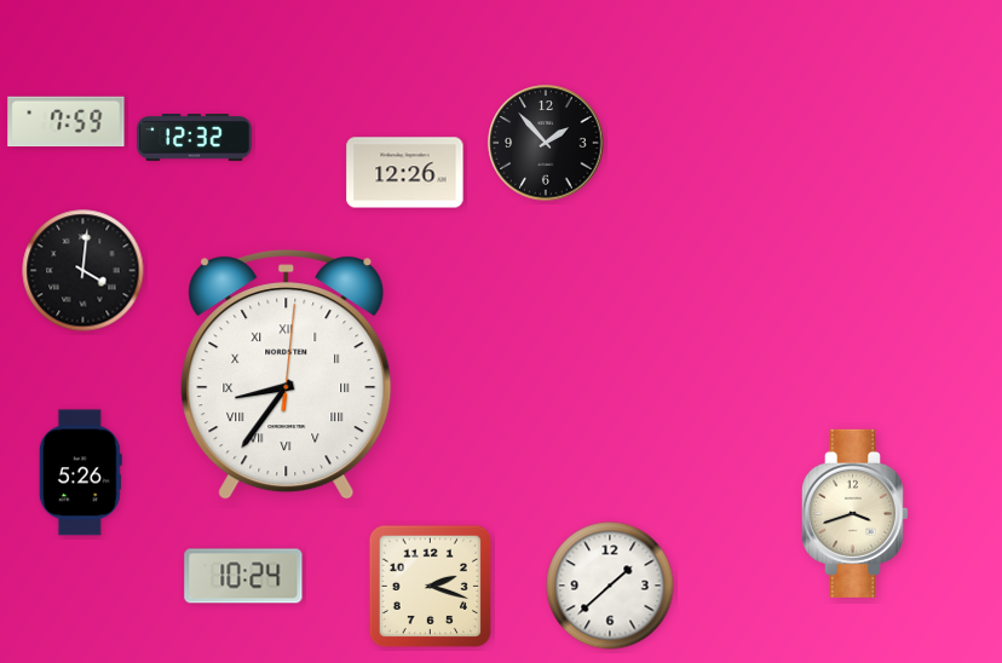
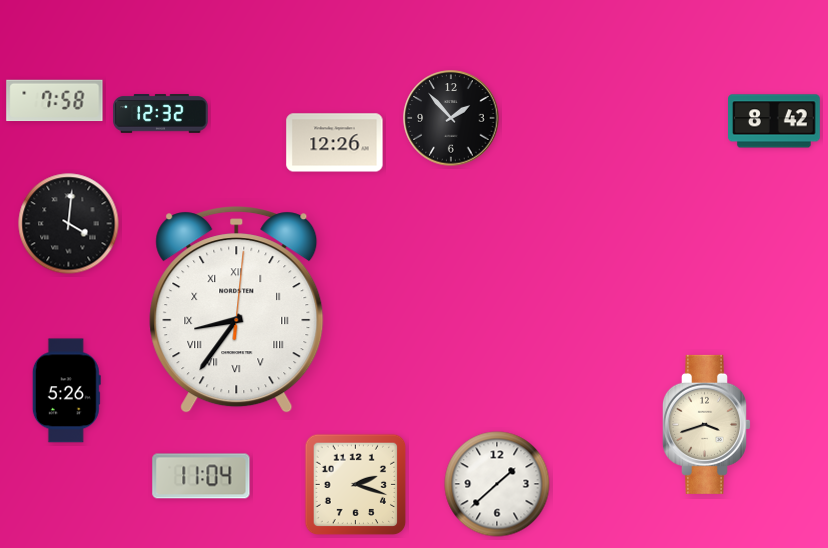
clock at (67, 122): 7:59 -> 7:58
clock at (775, 121): none -> 8:42
clock at (243, 576): 10:24 -> 11:04
clock at (610, 586) position: (610, 586) -> (497, 484)
